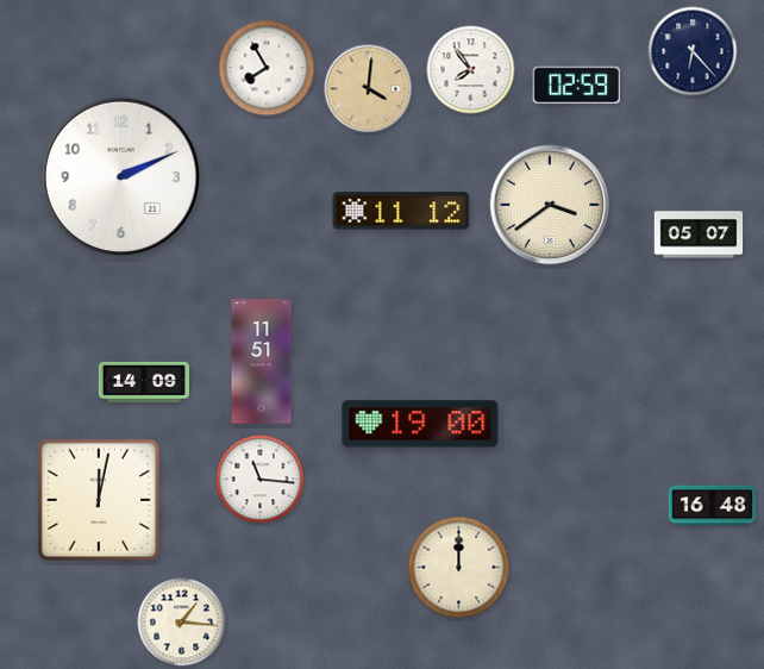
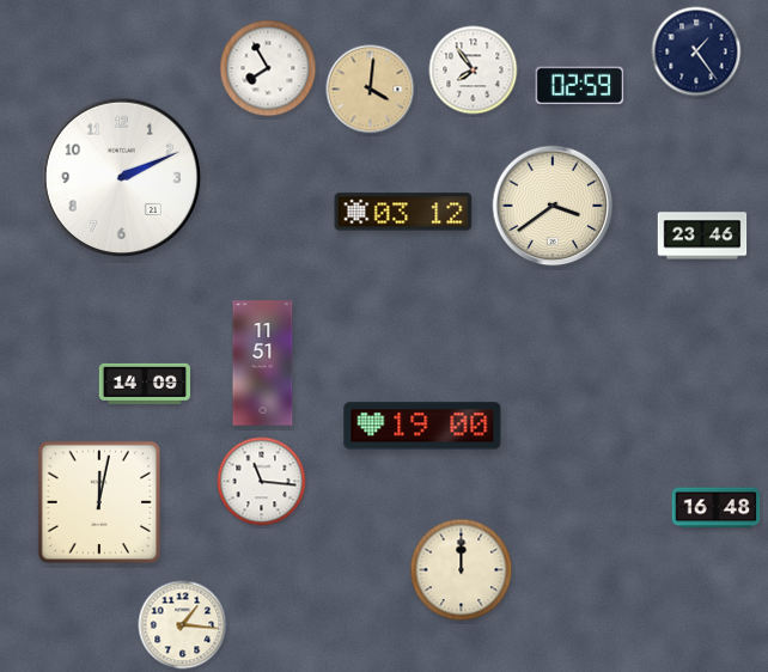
clock at (693, 51): 6:23 -> 1:24
clock at (401, 211): 11:12 -> 03:12
clock at (699, 235): 05:07 -> 23:46
